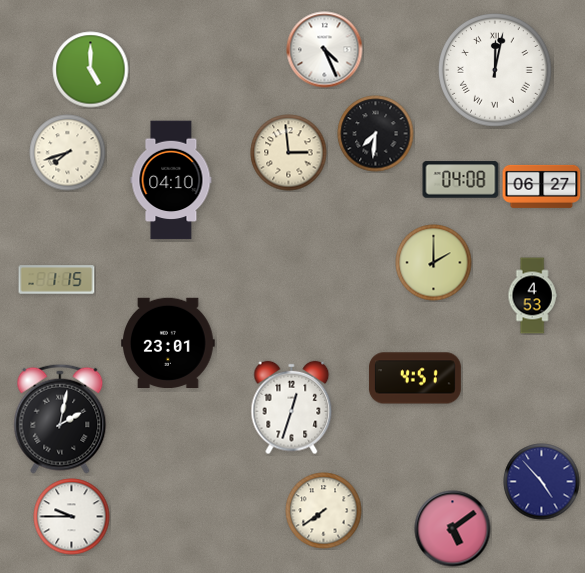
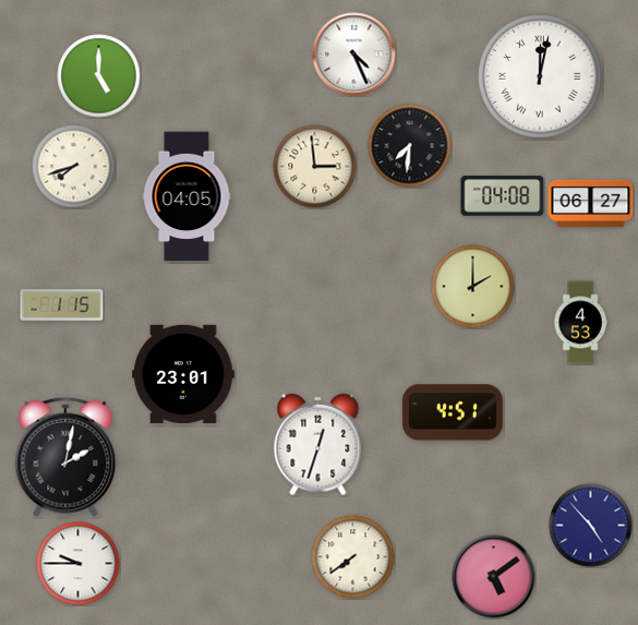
clock at (171, 180): 04:10 -> 04:05
